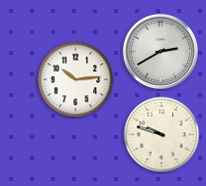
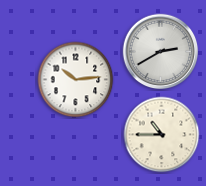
clock at (162, 135): 9:48 -> 10:45
